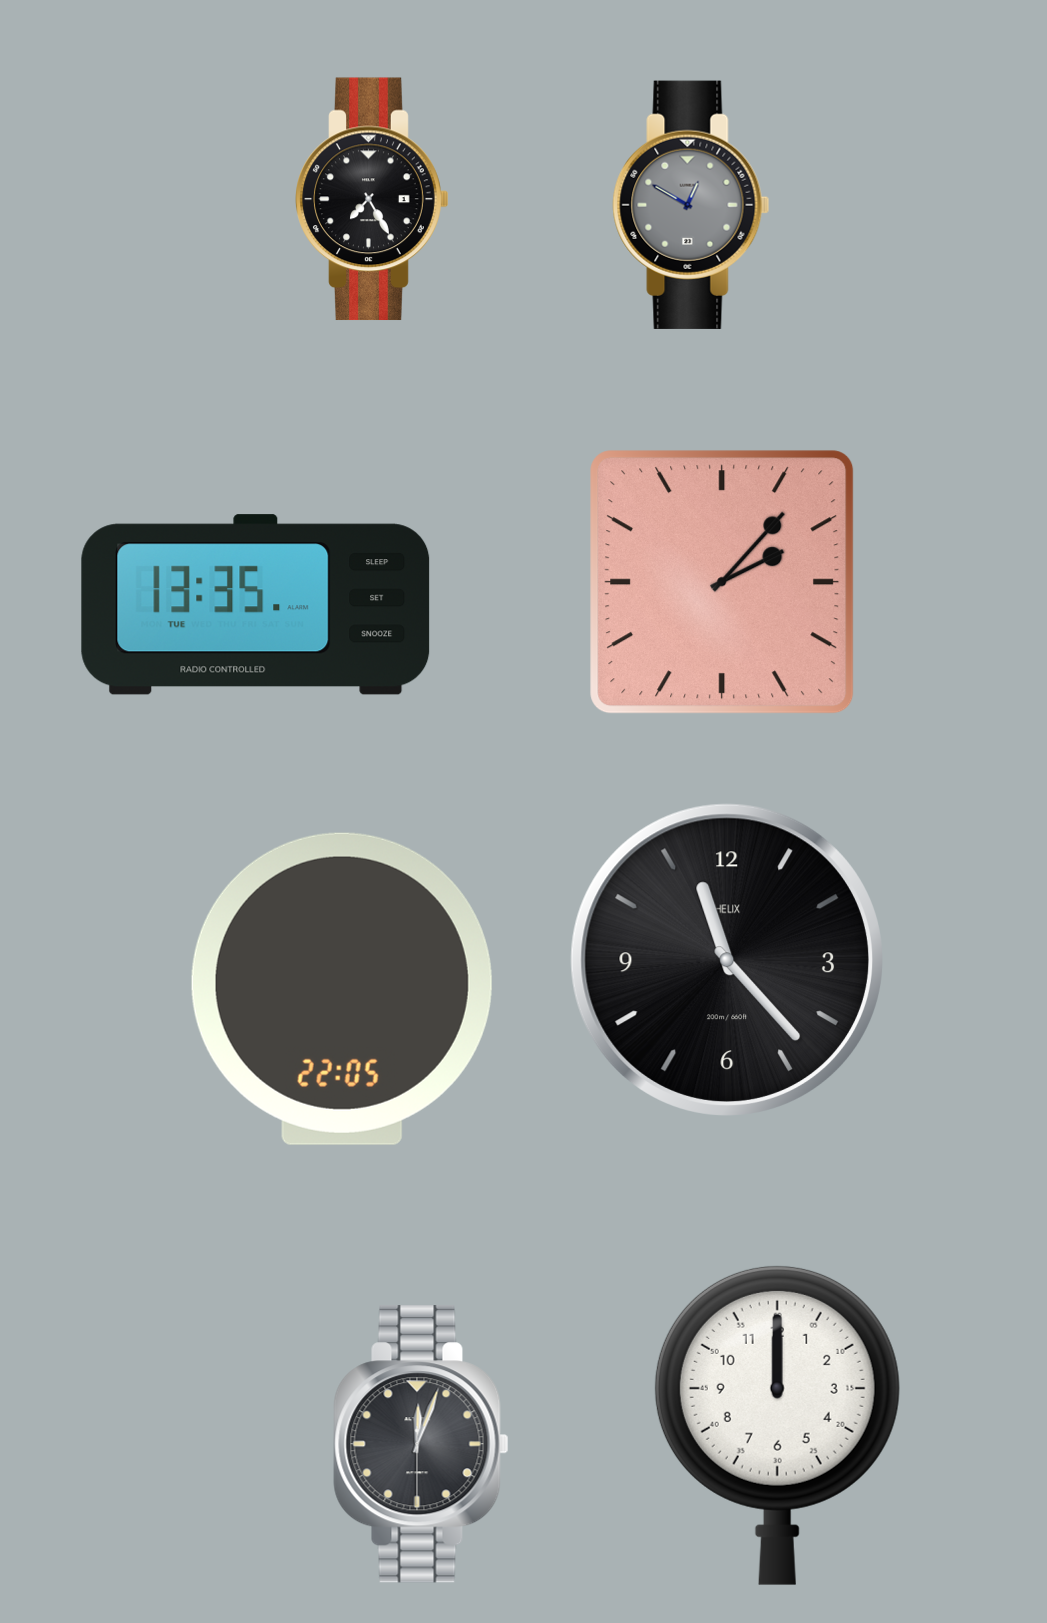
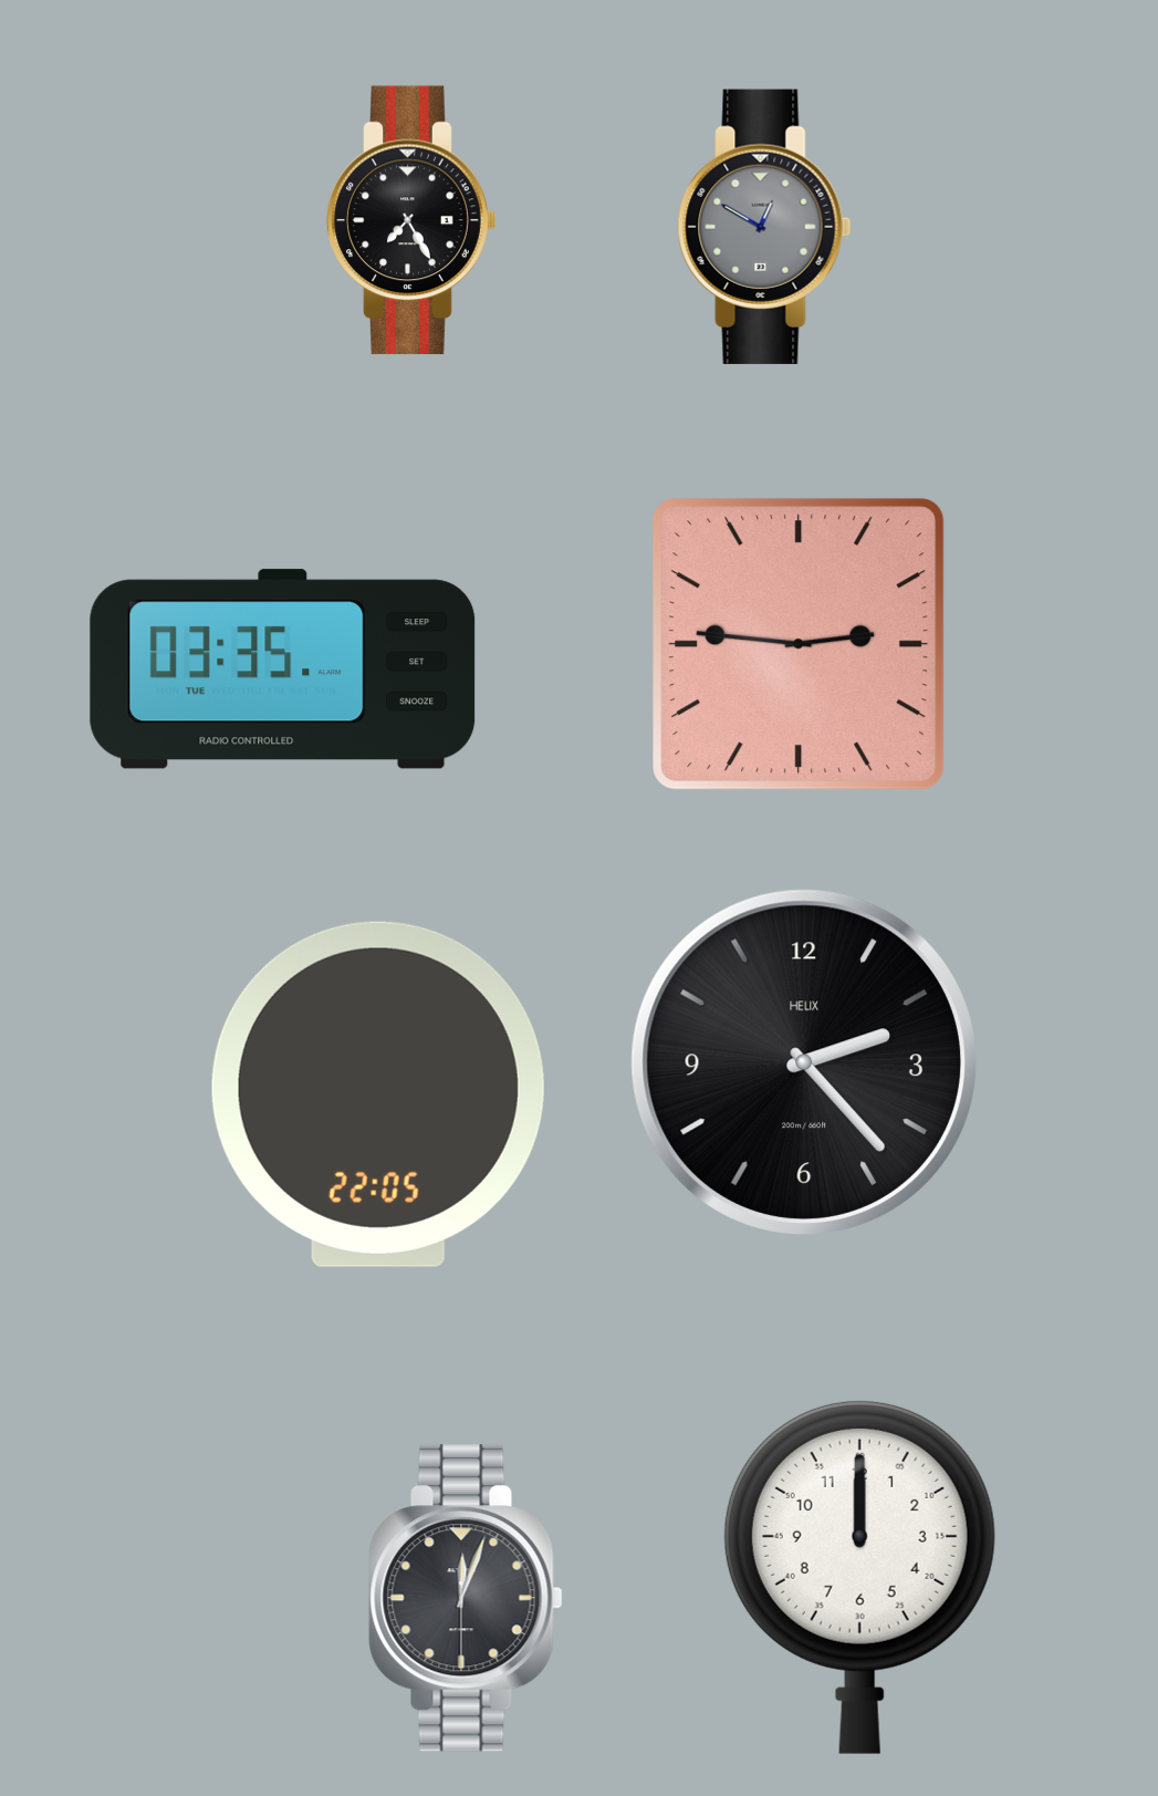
clock at (722, 582): 2:07 -> 2:46
clock at (256, 605): 13:35 -> 03:35
clock at (727, 960): 11:23 -> 2:23
